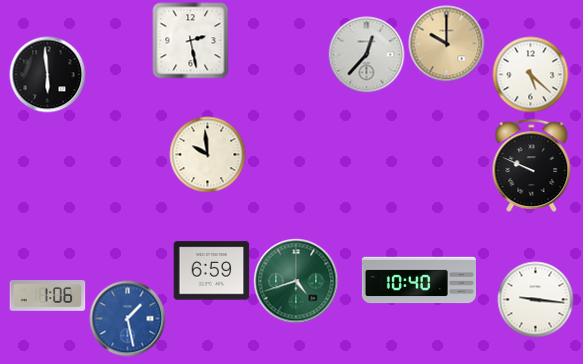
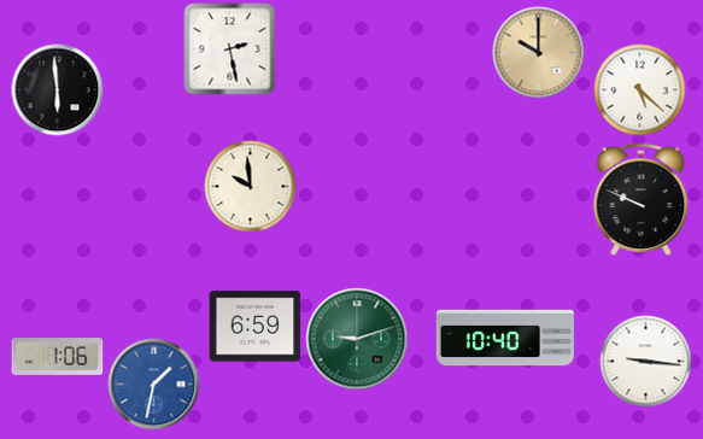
clock at (367, 55): 12:37 -> none
clock at (296, 281): 4:42 -> 9:12
clock at (128, 319): 1:28 -> 1:32
